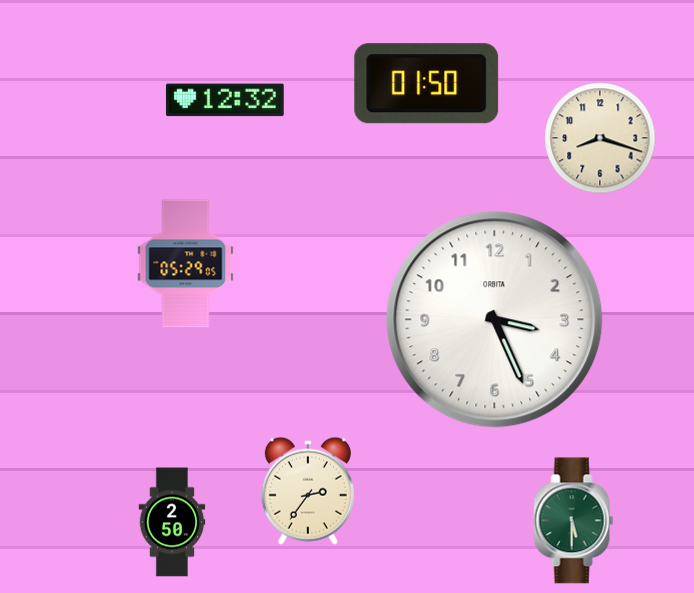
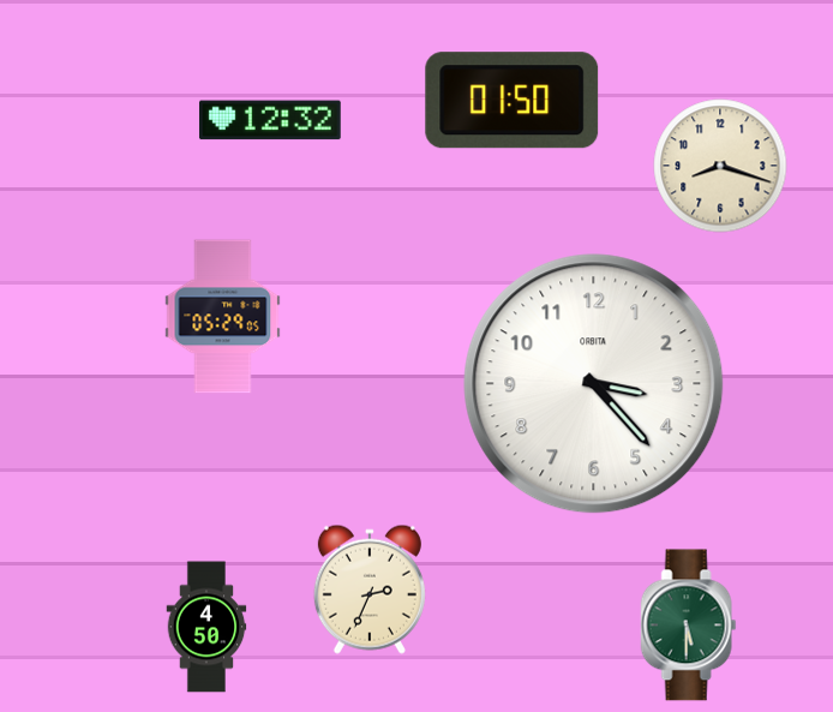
clock at (495, 320): 3:26 -> 3:23
clock at (308, 491): 2:36 -> 2:34
clock at (172, 522): 2:50 -> 4:50
